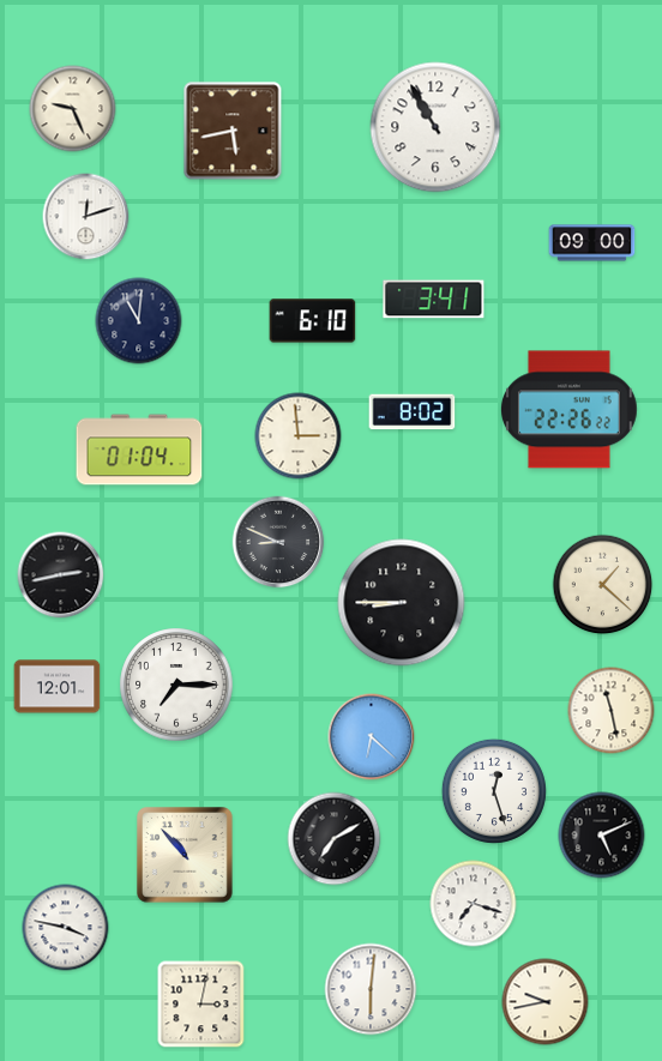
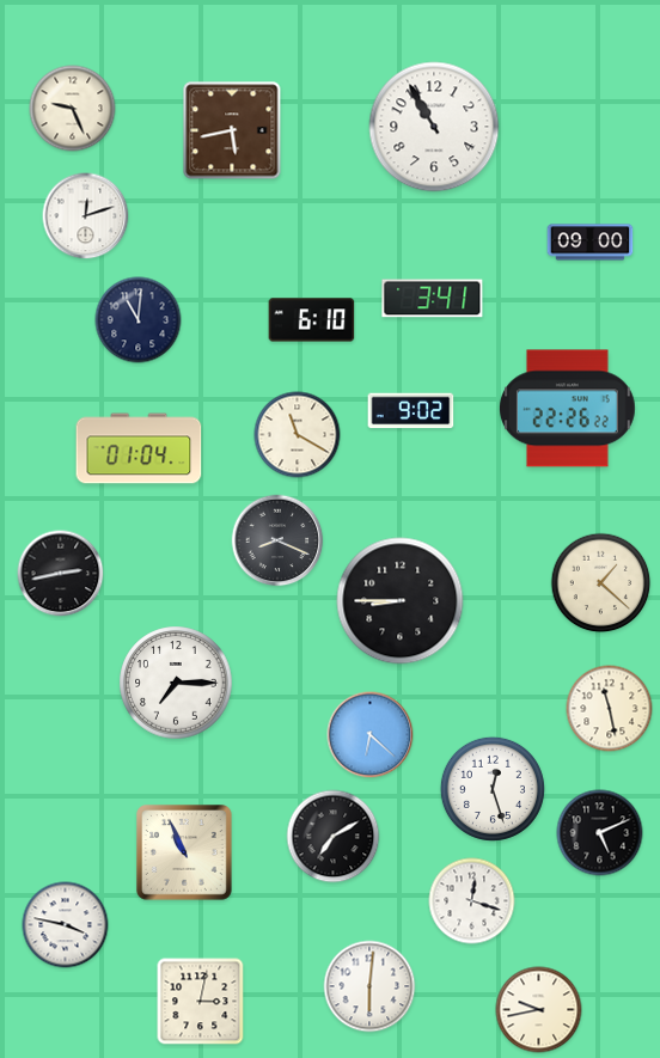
clock at (413, 412): 8:02 -> 9:02
clock at (299, 436): 2:59 -> 11:20
clock at (278, 542): 8:49 -> 8:19
clock at (58, 687): 12:01 -> none
clock at (186, 856): 10:53 -> 10:56
clock at (474, 904): 7:18 -> 12:18
clock at (546, 1002) position: (546, 1002) -> (539, 1010)
